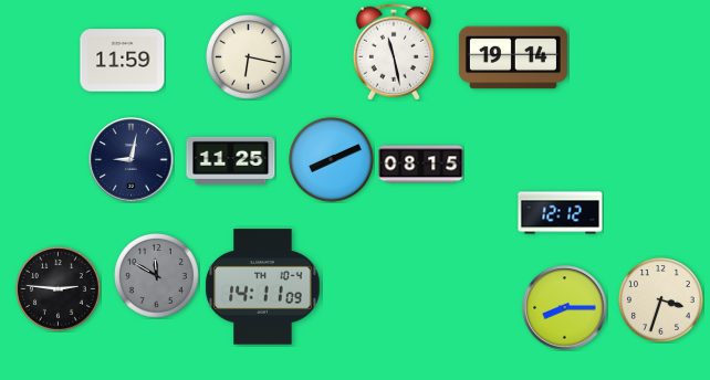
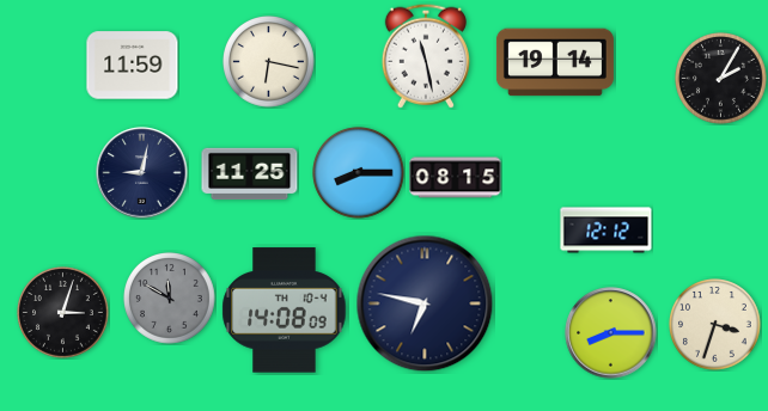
clock at (721, 79): none -> 2:05
clock at (332, 160): 8:11 -> 8:15
clock at (425, 303): none -> 6:47
clock at (263, 287): 14:11 -> 14:08
clock at (59, 289): 2:46 -> 3:03
